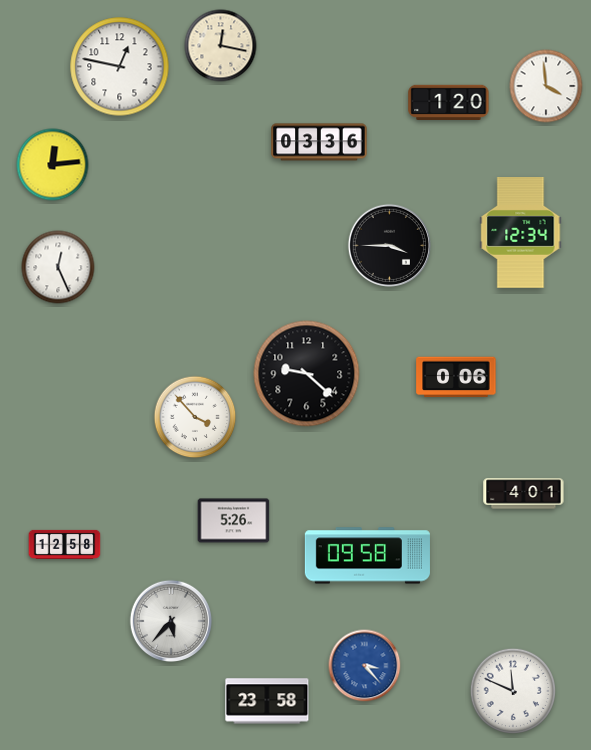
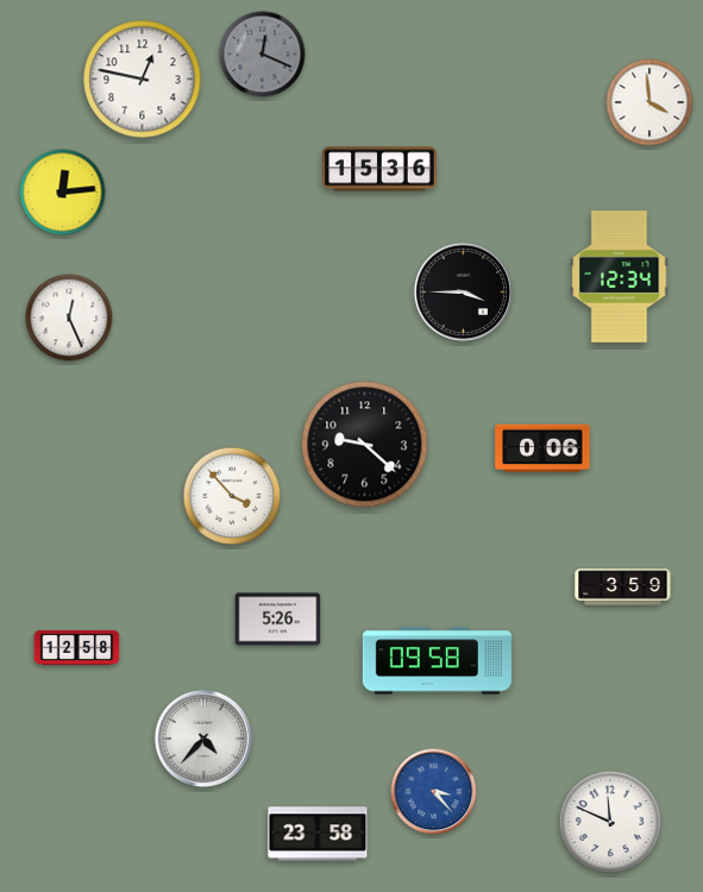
clock at (221, 46): 12:17 -> 12:19
clock at (221, 46) dial: cream -> grey
clock at (449, 102): 1:20 -> none
clock at (319, 142): 03:36 -> 15:36
clock at (53, 165) position: (53, 165) -> (63, 193)
clock at (524, 494): 4:01 -> 3:59
clock at (170, 620): 5:37 -> 4:37
